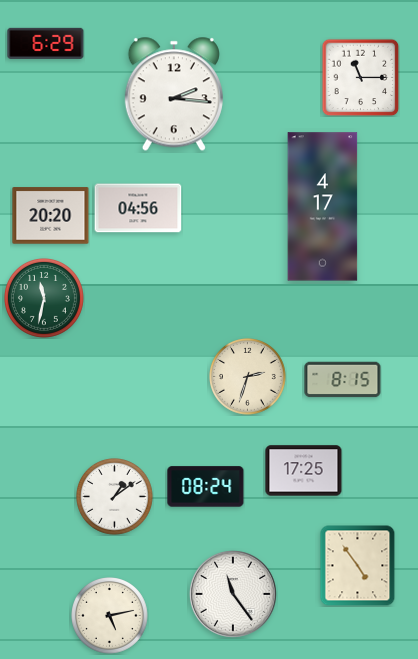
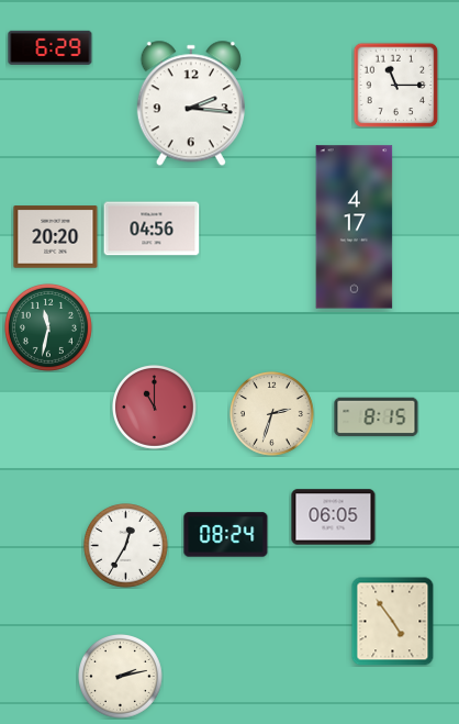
clock at (155, 408): none -> 11:00
clock at (304, 471): 17:25 -> 06:05
clock at (115, 497): 1:09 -> 12:35
clock at (233, 594): 11:24 -> none
clock at (110, 616): 5:13 -> 2:13
